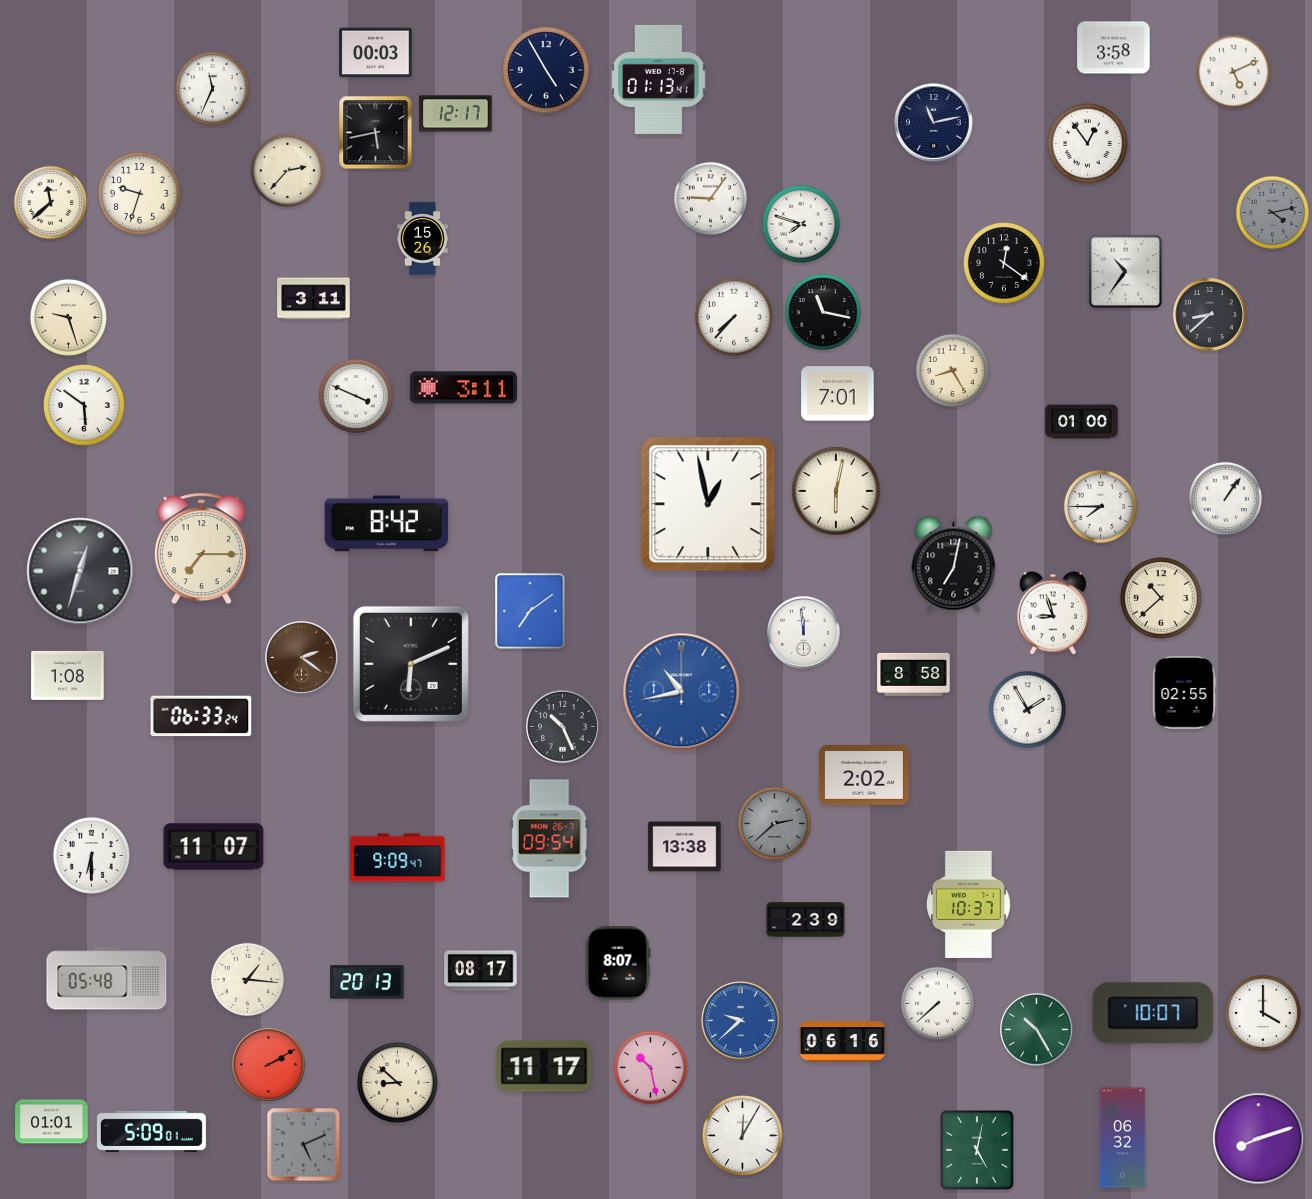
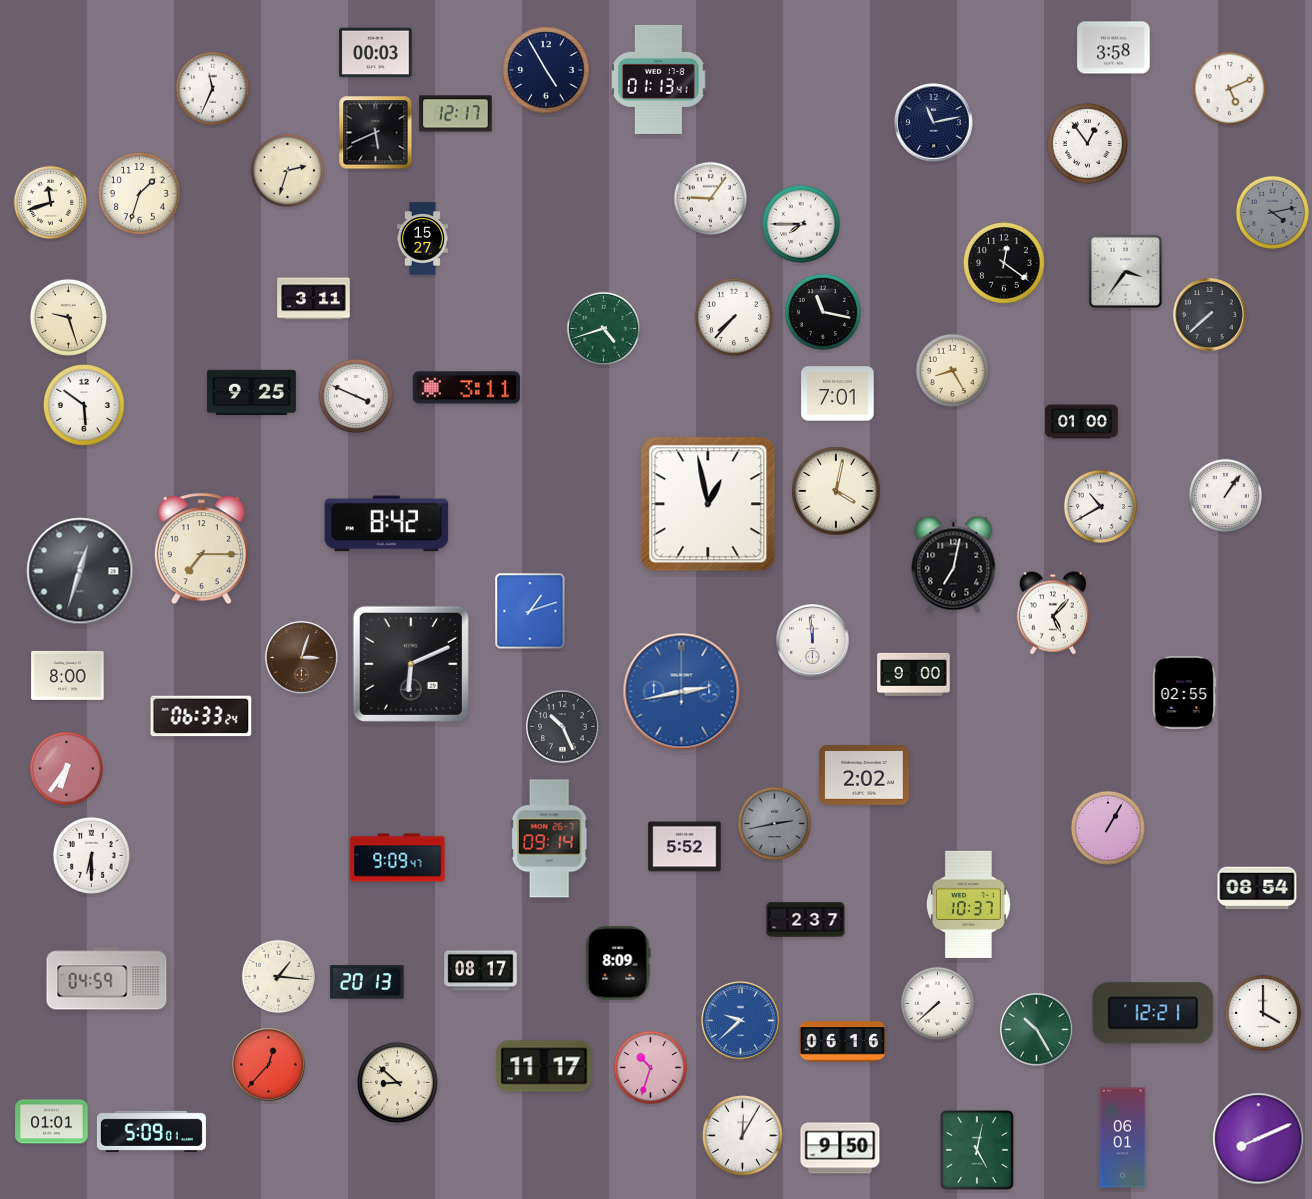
clock at (1233, 71) position: (1233, 71) -> (1229, 88)
clock at (376, 133): 5:43 -> 5:41
clock at (287, 170): 2:37 -> 2:33
clock at (140, 194): 9:33 -> 1:33
clock at (50, 202): 11:38 -> 11:42
clock at (801, 224): 7:48 -> 7:45
clock at (422, 239): 15:26 -> 15:27
clock at (1126, 272): 10:36 -> 3:36
clock at (1210, 315): 8:38 -> 7:38
clock at (603, 328): none -> 4:42
clock at (463, 388) position: (463, 388) -> (466, 388)
clock at (251, 392): none -> 9:25
clock at (836, 491): 6:02 -> 4:02
clock at (1225, 498) position: (1225, 498) -> (1225, 495)
clock at (1100, 506): 7:45 -> 10:40
clock at (1162, 599): 10:38 -> none
clock at (530, 611): 7:09 -> 1:12
clock at (1053, 613): 8:57 -> 5:07
clock at (804, 633) position: (804, 633) -> (813, 641)
clock at (302, 658): 2:21 -> 3:03
clock at (914, 674): 8:58 -> 9:00
clock at (68, 675): 1:08 -> 8:00
clock at (682, 692): 10:43 -> 2:43
clock at (1027, 709): 1:55 -> none
clock at (66, 768): none -> 6:36
clock at (774, 823): 2:38 -> 2:43
clock at (1108, 828): none -> 1:05
clock at (549, 839): 09:54 -> 09:14
clock at (214, 847): 11:07 -> none
clock at (685, 847): 13:38 -> 5:52
clock at (1257, 888): none -> 08:54
clock at (806, 920): 2:39 -> 2:37
clock at (618, 963): 8:07 -> 8:09
clock at (107, 979): 05:48 -> 04:59
clock at (247, 979) position: (247, 979) -> (278, 976)
clock at (1153, 1013): 10:07 -> 12:21
clock at (269, 1065): 2:10 -> 12:37
clock at (650, 1067): 10:28 -> 10:33
clock at (1123, 1138): 06:32 -> 06:01
clock at (1259, 1139): 8:12 -> 8:11
clock at (304, 1145): 5:11 -> none
clock at (840, 1148): none -> 9:50
